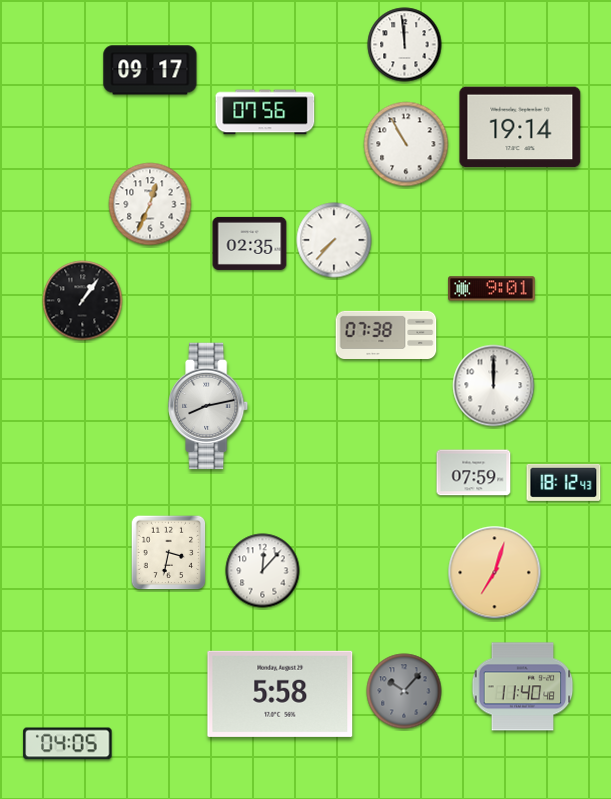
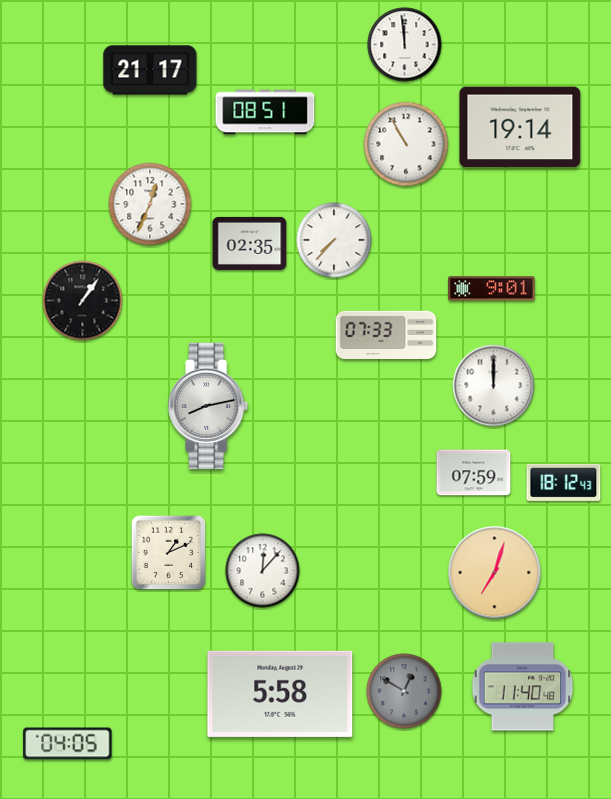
clock at (150, 70): 09:17 -> 21:17
clock at (265, 112): 07:56 -> 08:51
clock at (386, 334): 07:38 -> 07:33
clock at (169, 553): 3:32 -> 1:11
clock at (404, 691): 10:07 -> 12:50
